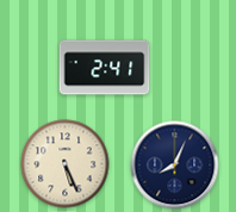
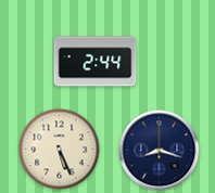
clock at (105, 68): 2:41 -> 2:44
clock at (175, 166): 8:04 -> 8:18
